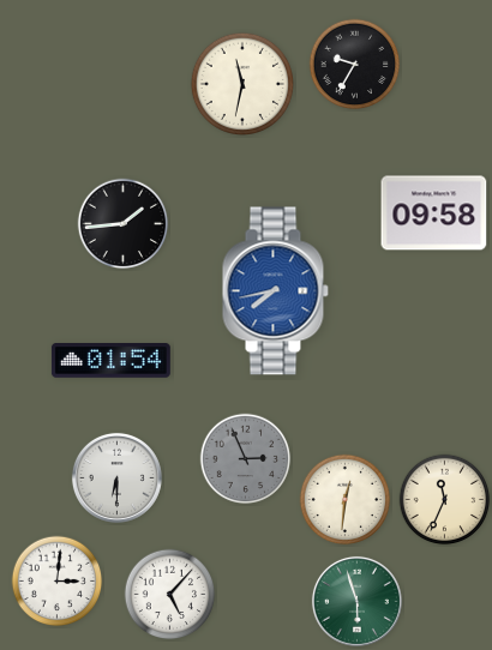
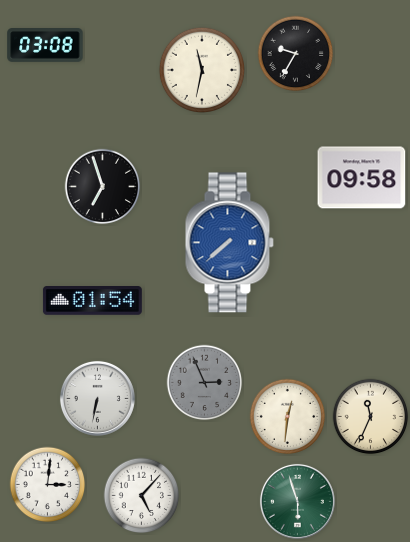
clock at (45, 46): none -> 03:08
clock at (124, 224): 1:44 -> 6:57
clock at (275, 291): 7:43 -> 7:38
clock at (116, 477): 6:30 -> 6:32
